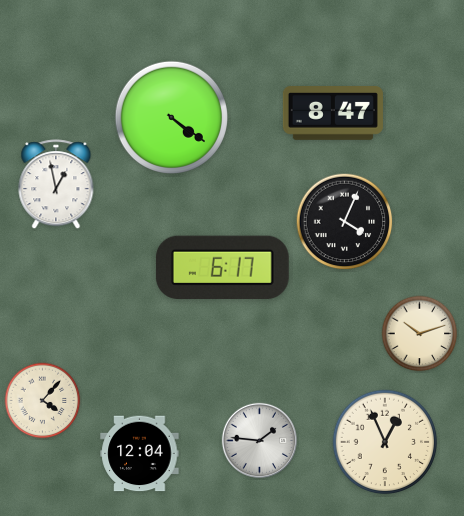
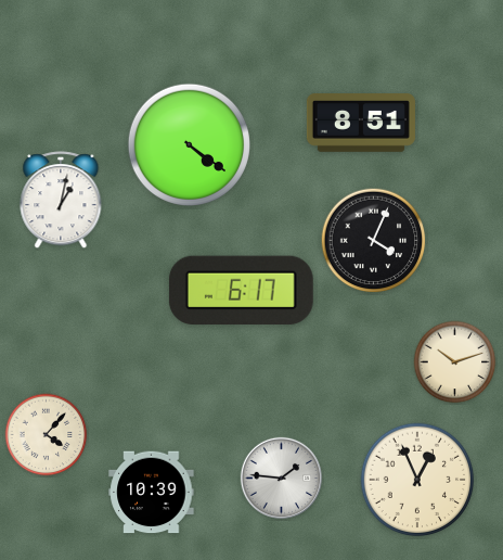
clock at (333, 114): 8:47 -> 8:51
clock at (171, 117) position: (171, 117) -> (189, 144)
clock at (56, 185): 12:58 -> 1:02
clock at (140, 454): 12:04 -> 10:39
